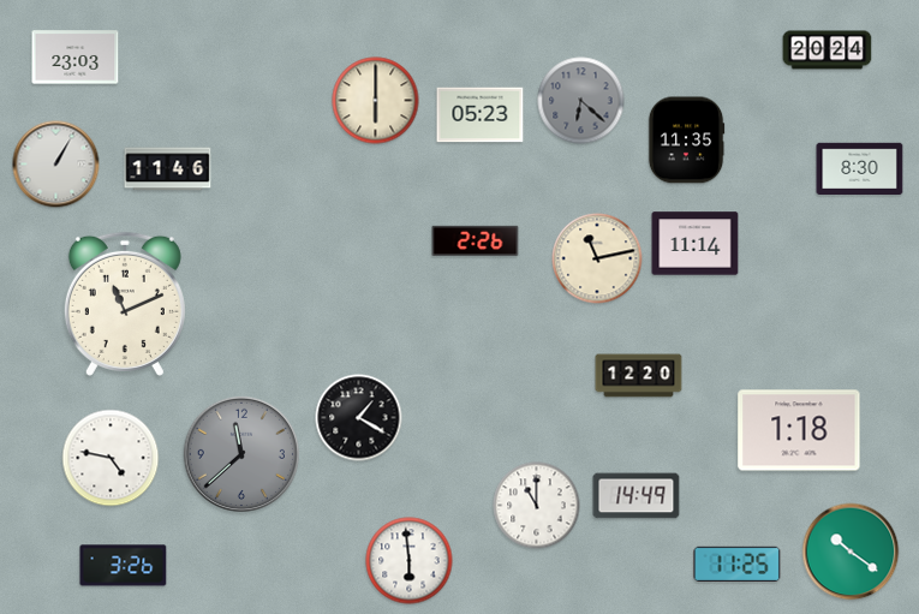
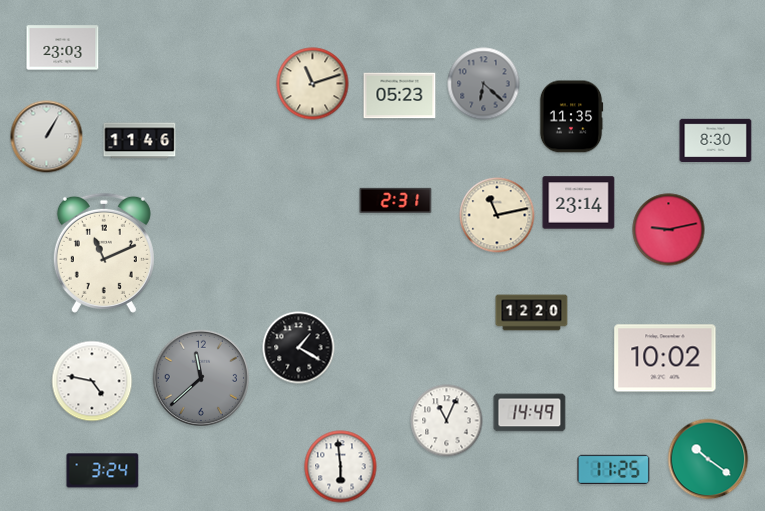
clock at (828, 50): 20:24 -> none
clock at (376, 101): 6:00 -> 11:12
clock at (476, 240): 2:26 -> 2:31
clock at (696, 244): 11:14 -> 23:14
clock at (669, 230): none -> 9:13
clock at (799, 430): 1:18 -> 10:02
clock at (537, 506): 11:00 -> 11:04
clock at (124, 566): 3:26 -> 3:24
